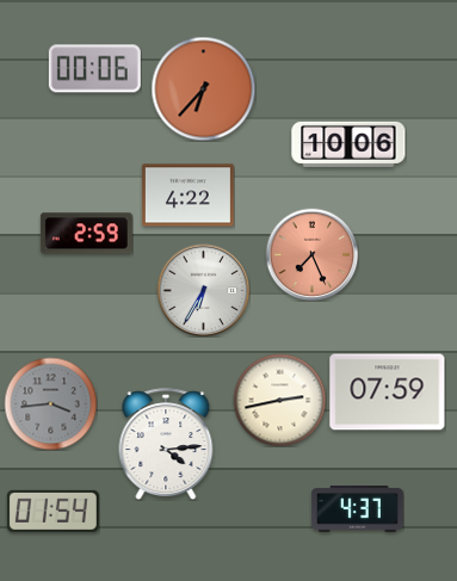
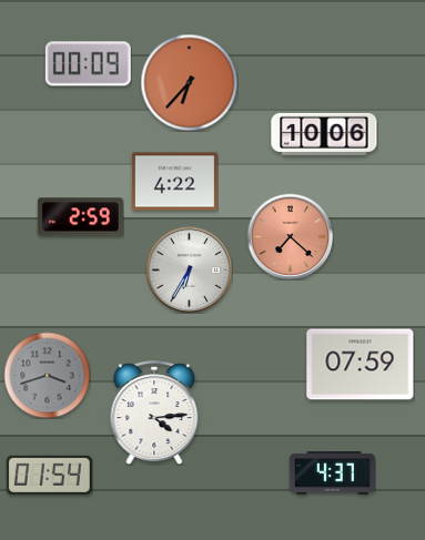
clock at (94, 69): 00:06 -> 00:09
clock at (311, 254): 7:26 -> 7:22
clock at (279, 400): 2:43 -> none
clock at (50, 403): 3:44 -> 3:42
